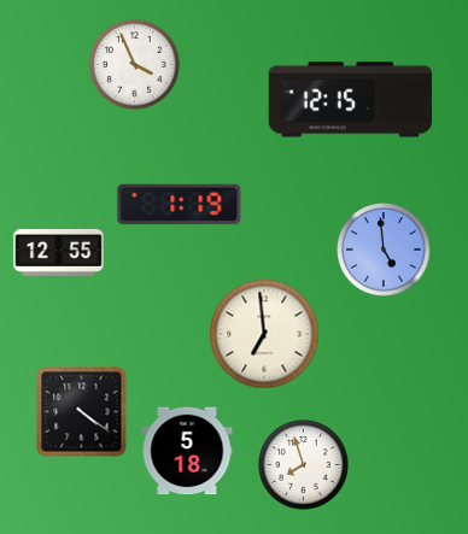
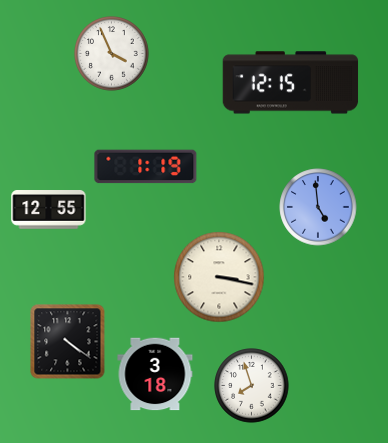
clock at (180, 205) position: (180, 205) -> (146, 167)
clock at (264, 334): 6:59 -> 3:17
clock at (187, 451): 5:18 -> 3:18
